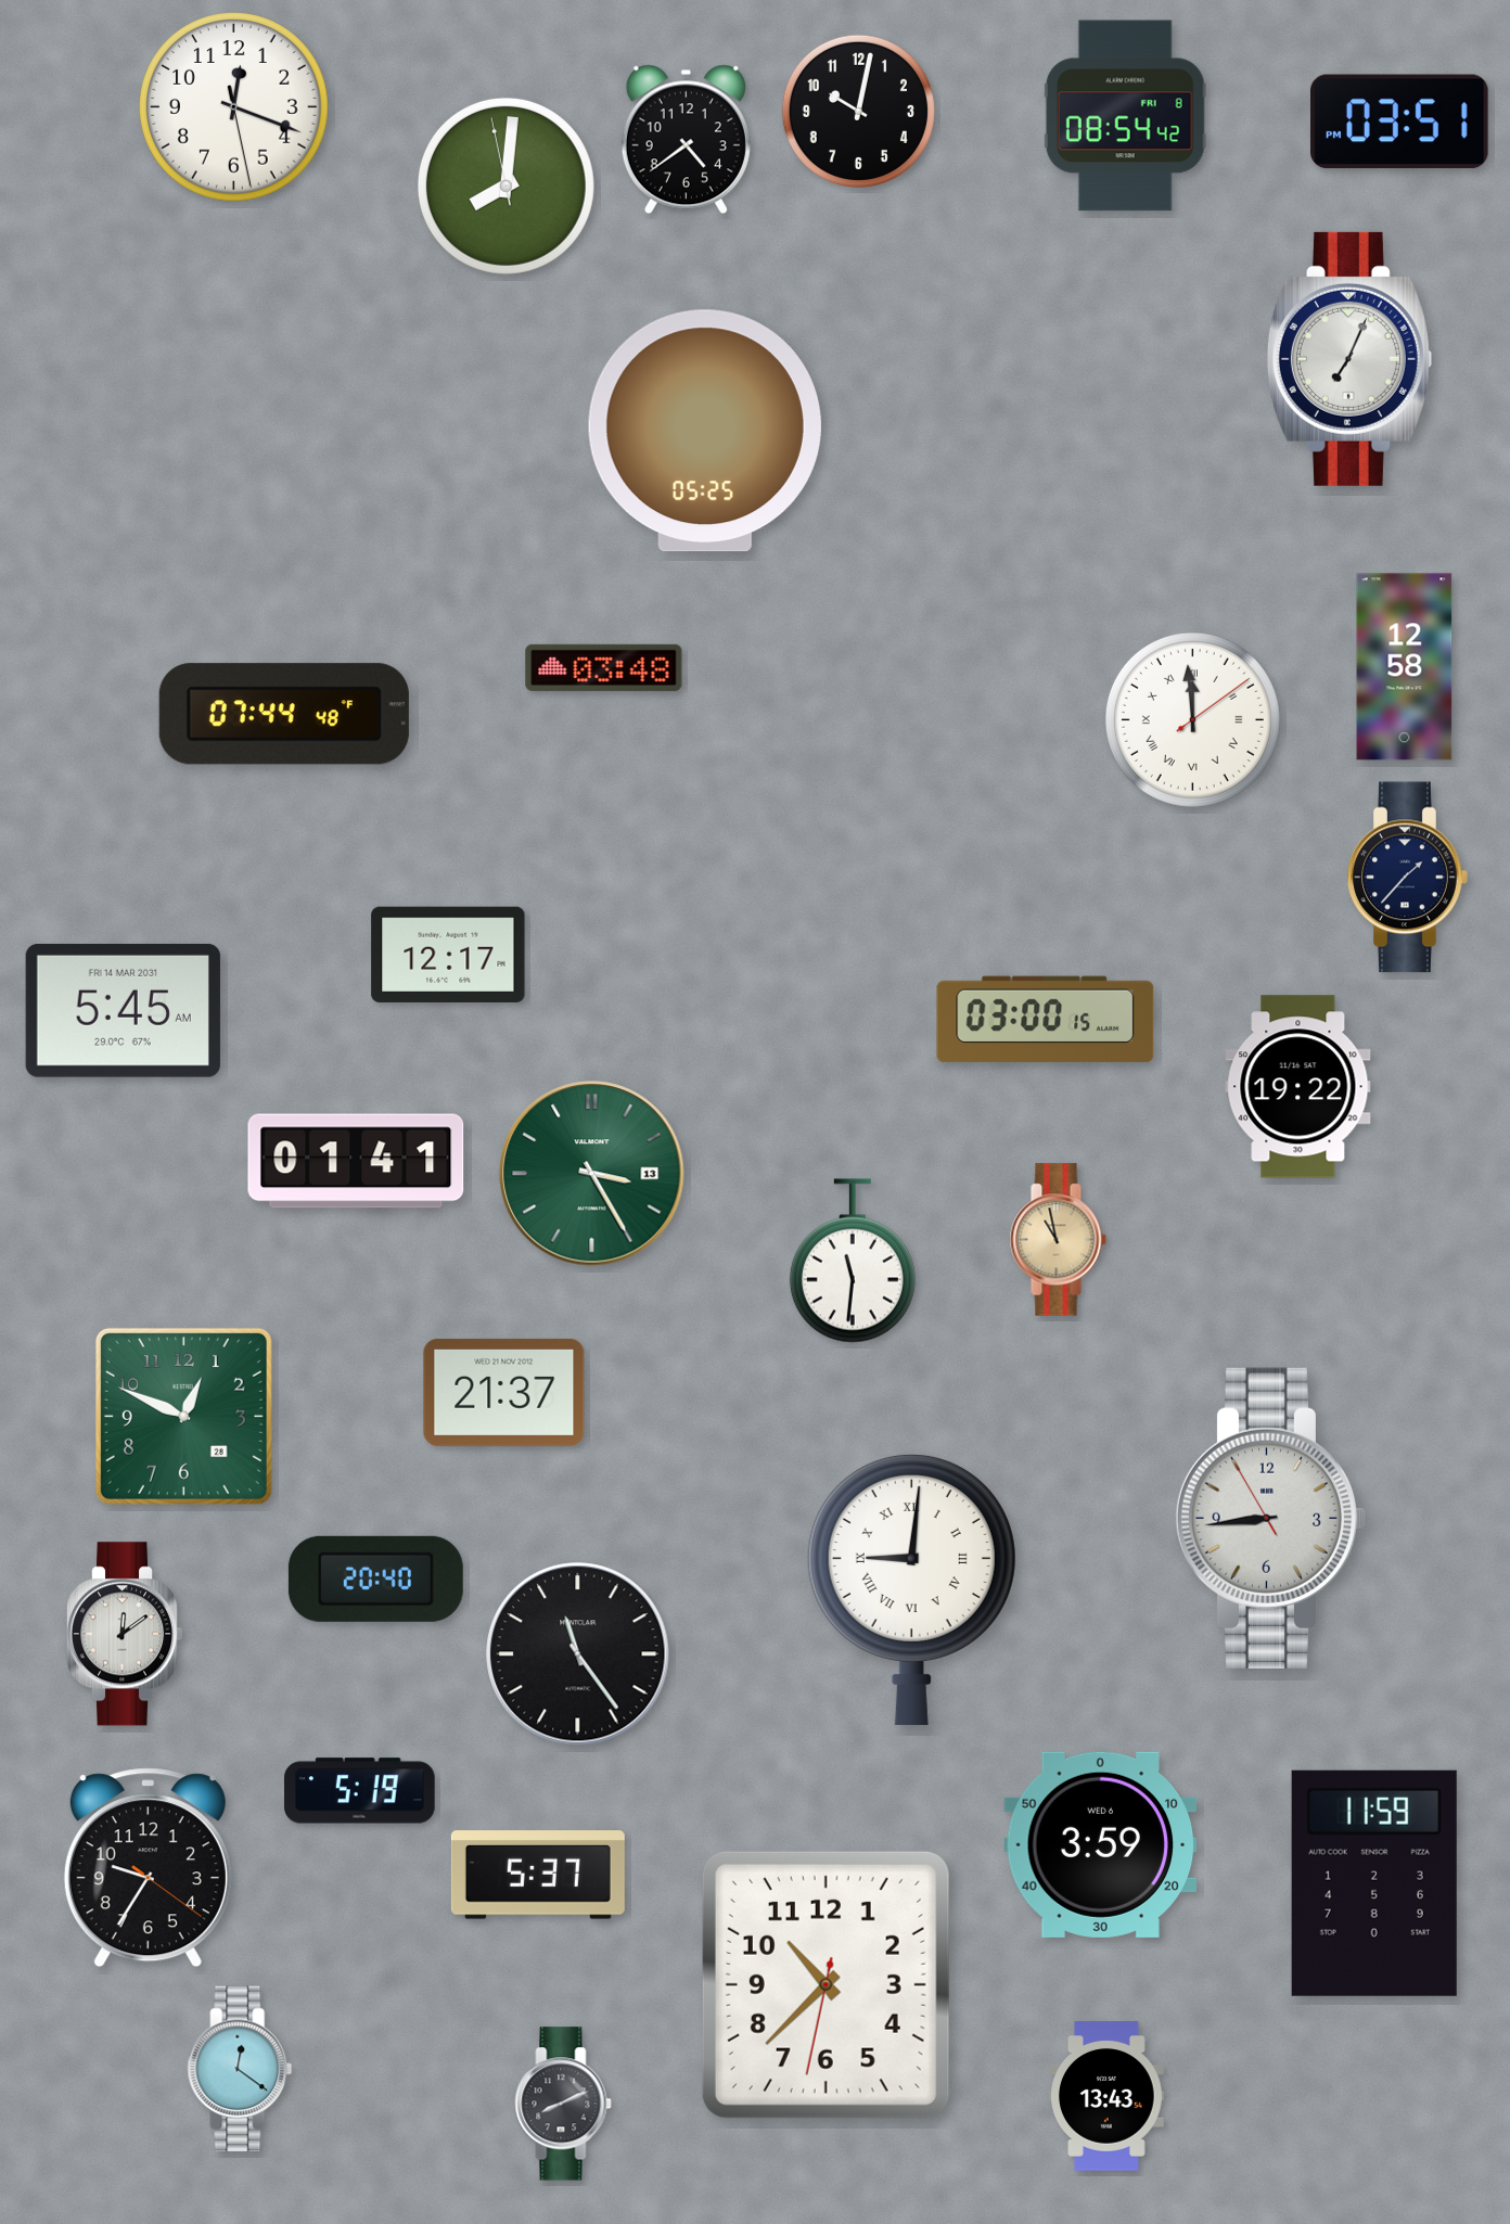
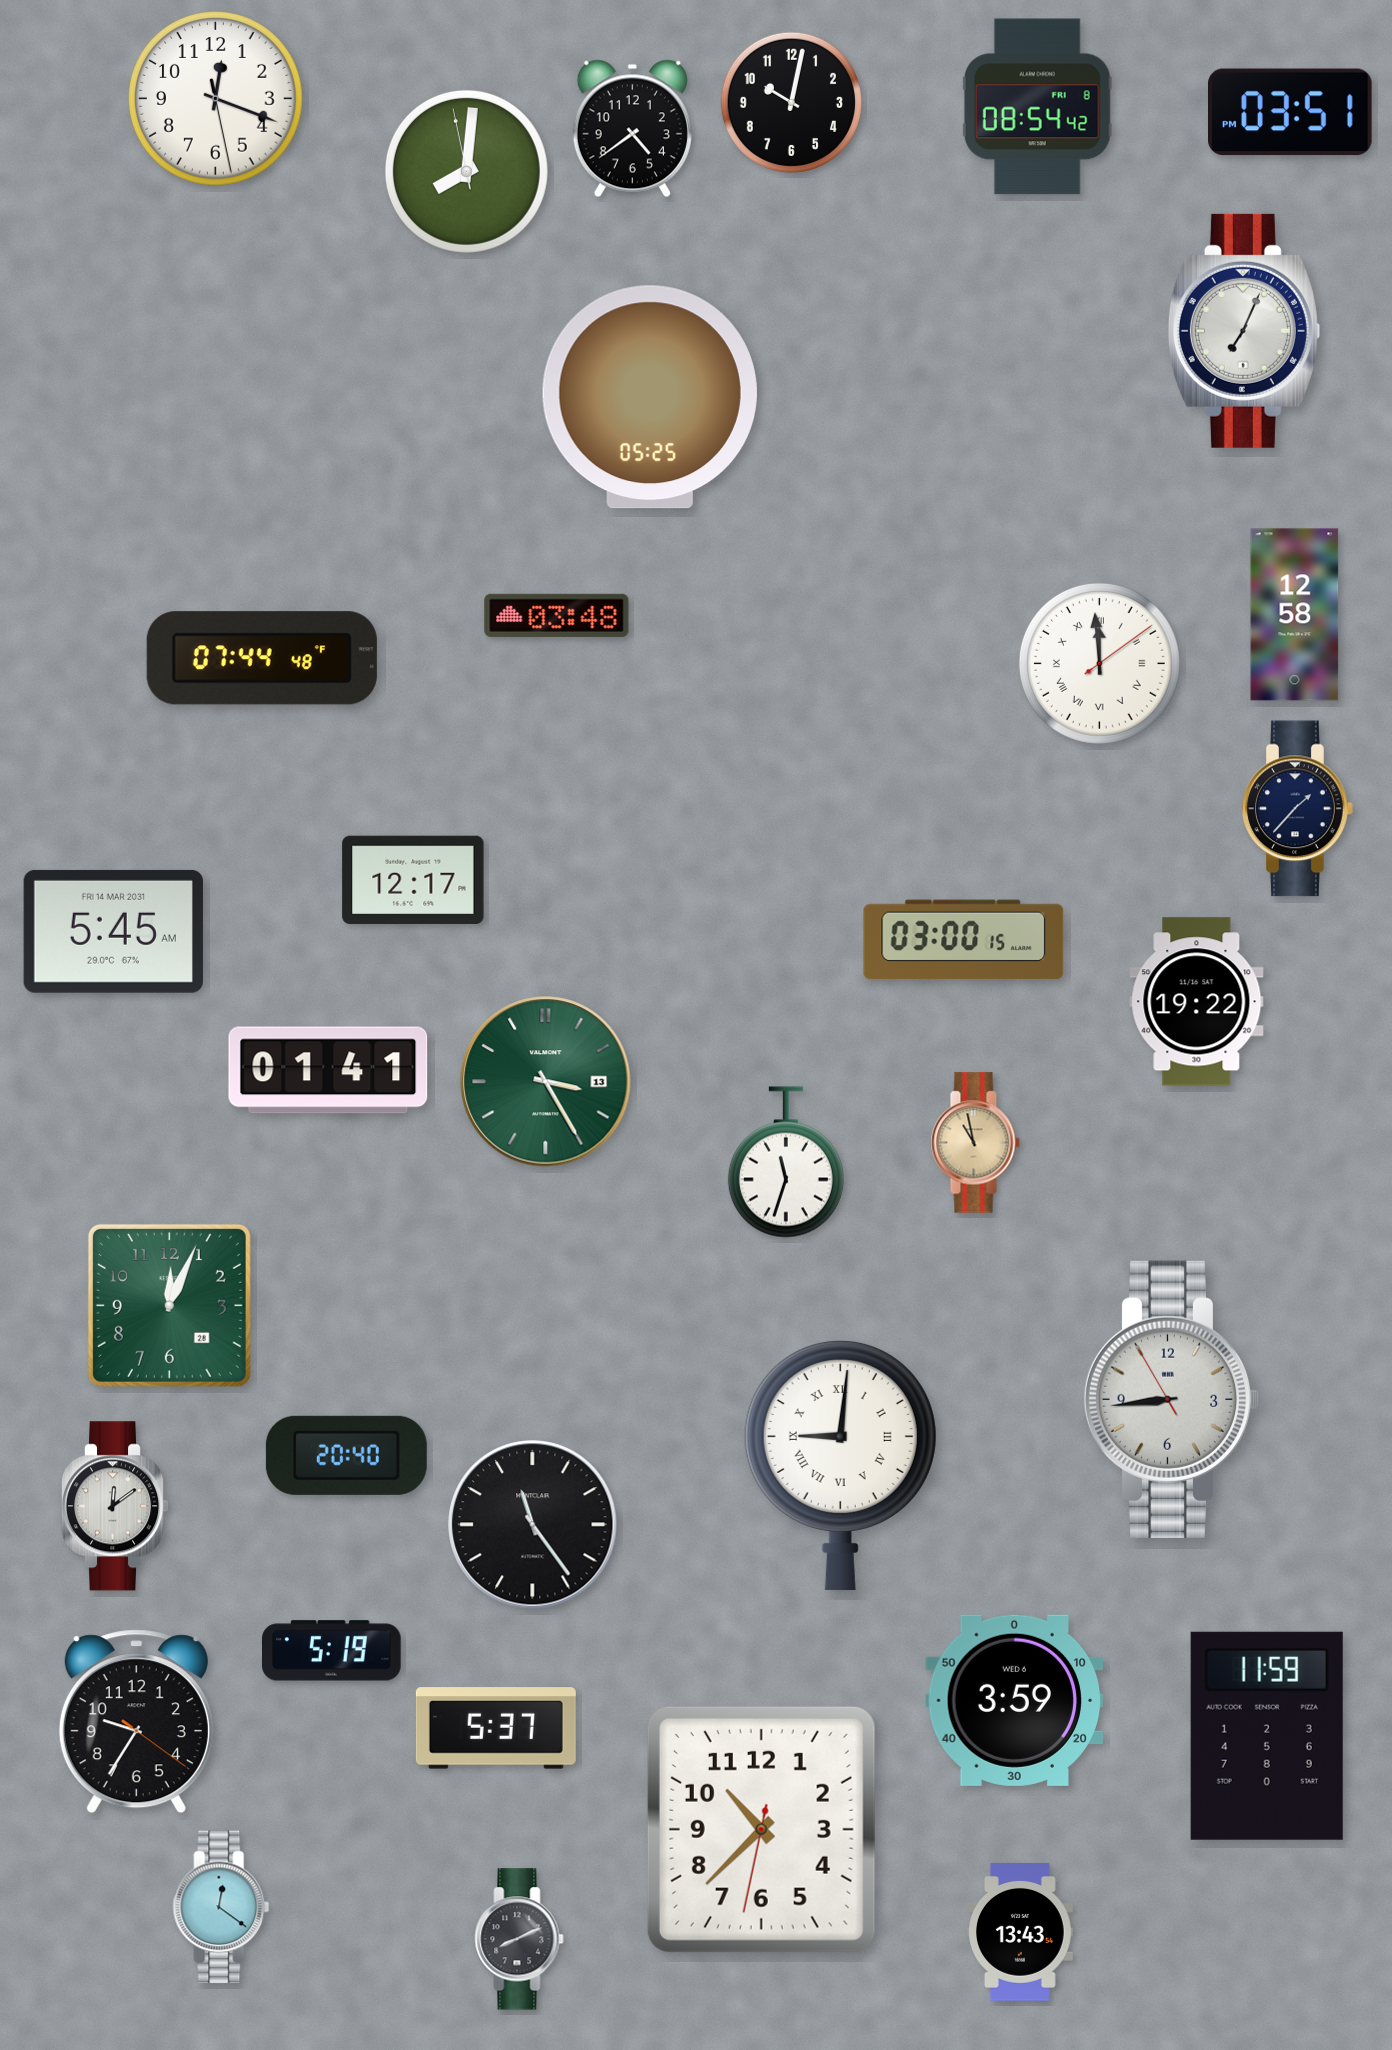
clock at (853, 1261): 11:31 -> 11:33
clock at (504, 1392): 21:37 -> none
clock at (183, 1416): 12:49 -> 12:04
